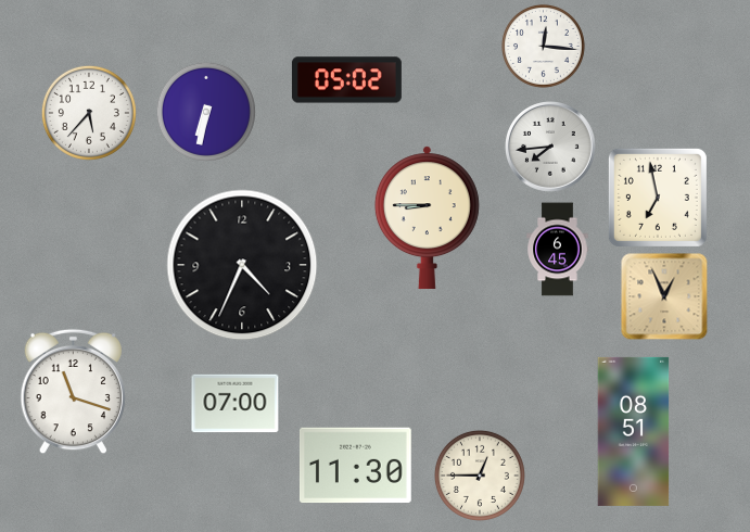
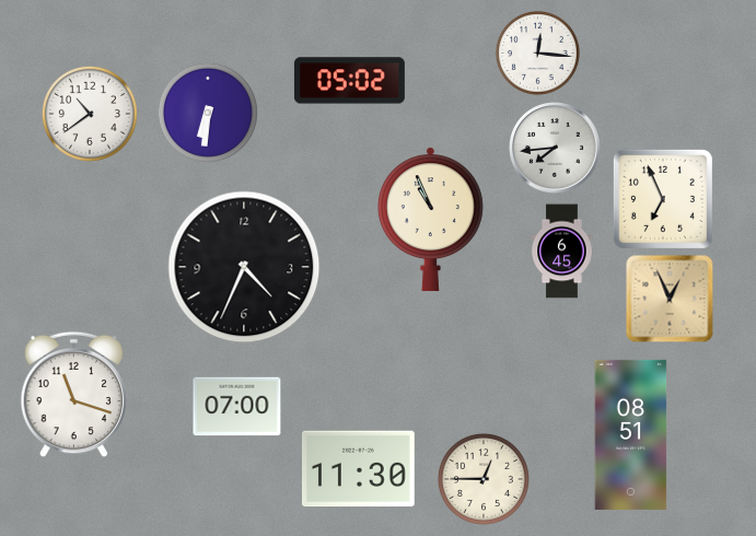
clock at (543, 46) position: (543, 46) -> (537, 53)
clock at (206, 112): 6:32 -> 6:31
clock at (89, 113): 5:37 -> 10:39
clock at (658, 198): 6:58 -> 6:56
clock at (427, 218): 8:45 -> 10:56
clock at (634, 431) position: (634, 431) -> (631, 434)
